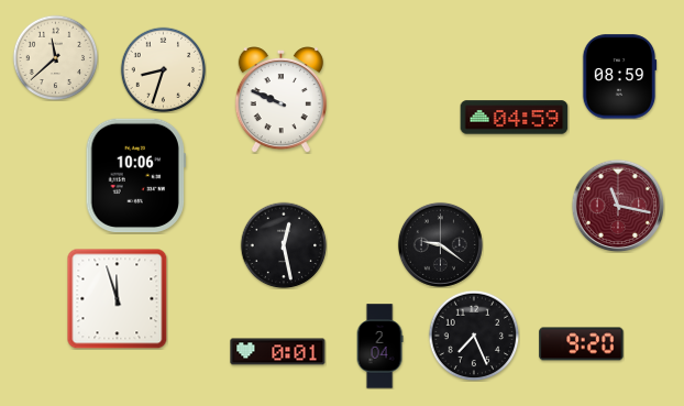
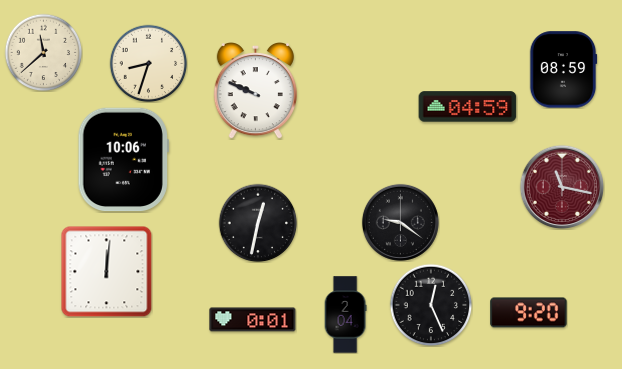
clock at (55, 57) position: (55, 57) -> (43, 52)
clock at (284, 245): 12:28 -> 12:32
clock at (118, 299): 11:57 -> 12:01
clock at (474, 336): 7:26 -> 12:26
